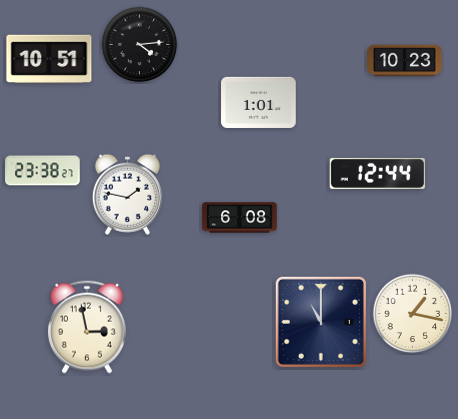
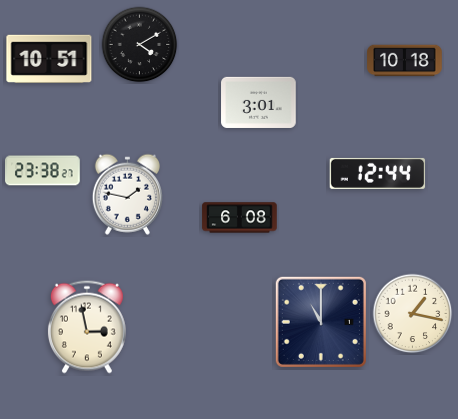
clock at (140, 45): 4:14 -> 4:10
clock at (405, 61): 10:23 -> 10:18
clock at (259, 102): 1:01 -> 3:01
